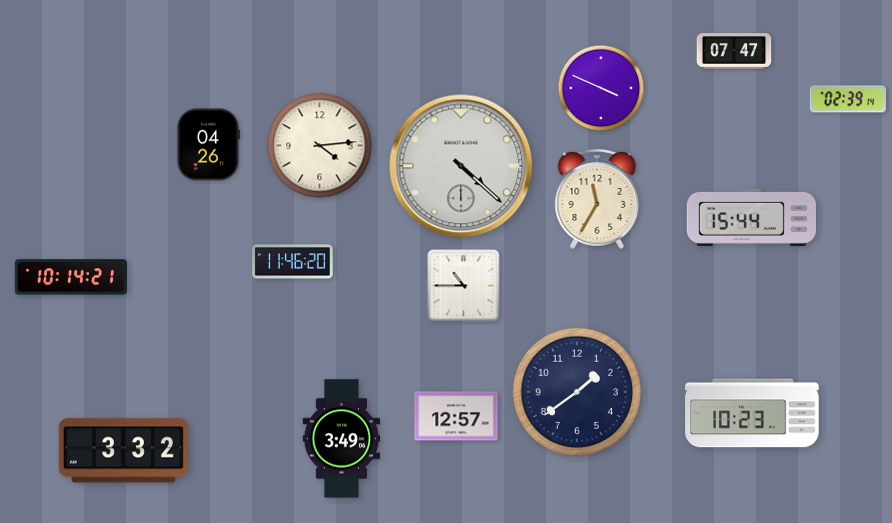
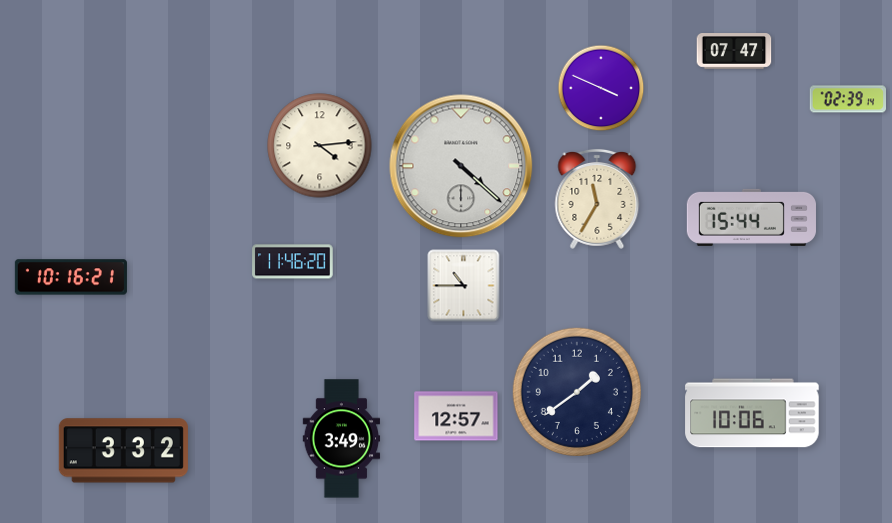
clock at (208, 145): 04:26 -> none
clock at (71, 277): 10:14 -> 10:16
clock at (752, 413): 10:23 -> 10:06
